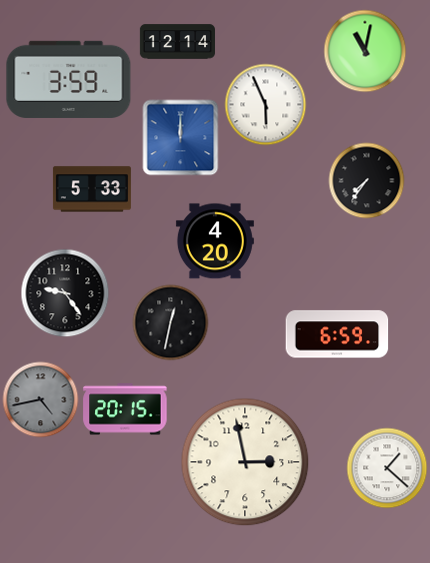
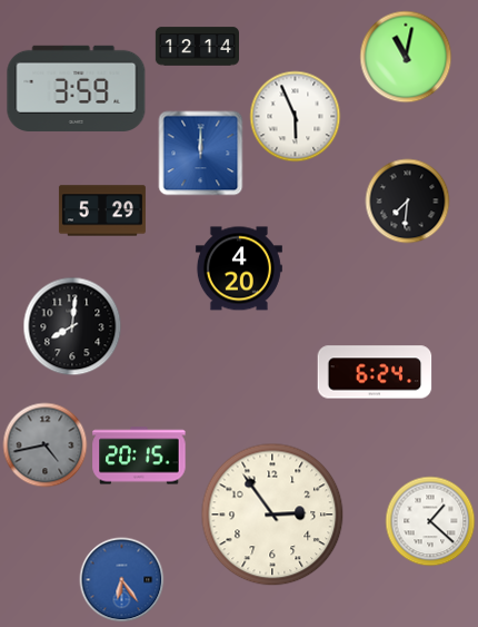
clock at (367, 181): 7:36 -> 7:31
clock at (92, 189): 5:33 -> 5:29
clock at (65, 293): 9:24 -> 8:01
clock at (171, 323): 12:32 -> none
clock at (337, 334): 6:59 -> 6:24
clock at (245, 462): 2:58 -> 2:54
clock at (122, 580): none -> 6:24
